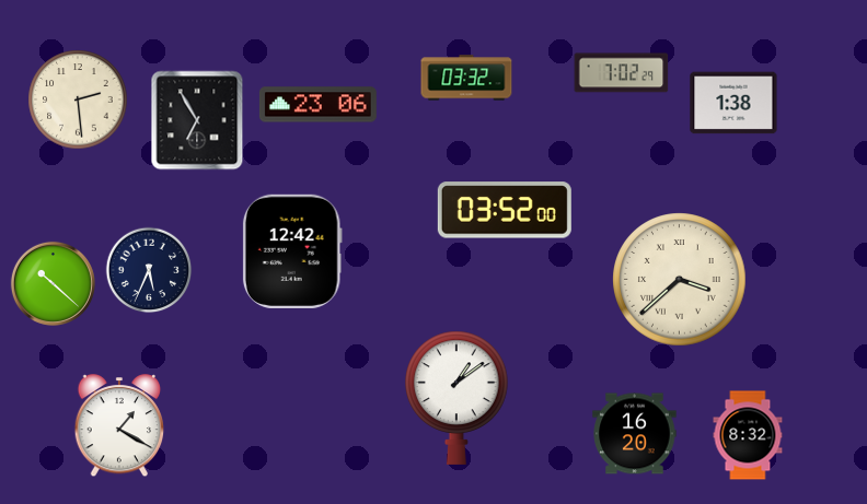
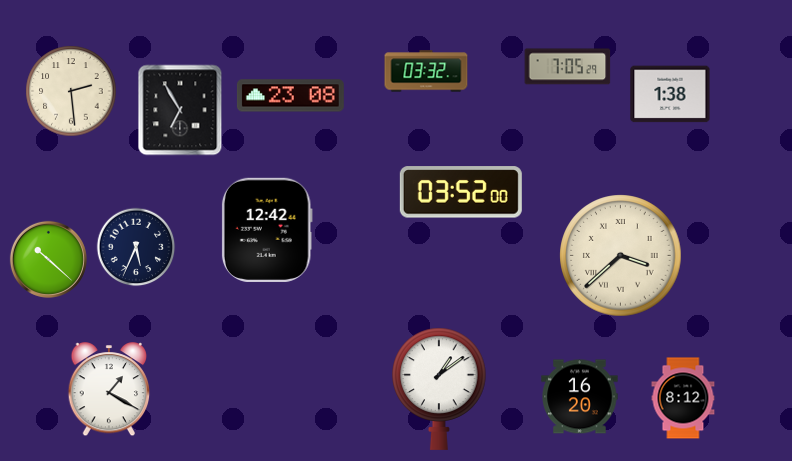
clock at (622, 73): 7:02 -> 7:05
clock at (317, 105): 23:06 -> 23:08
clock at (456, 398) position: (456, 398) -> (439, 389)
clock at (748, 435): 8:32 -> 8:12
